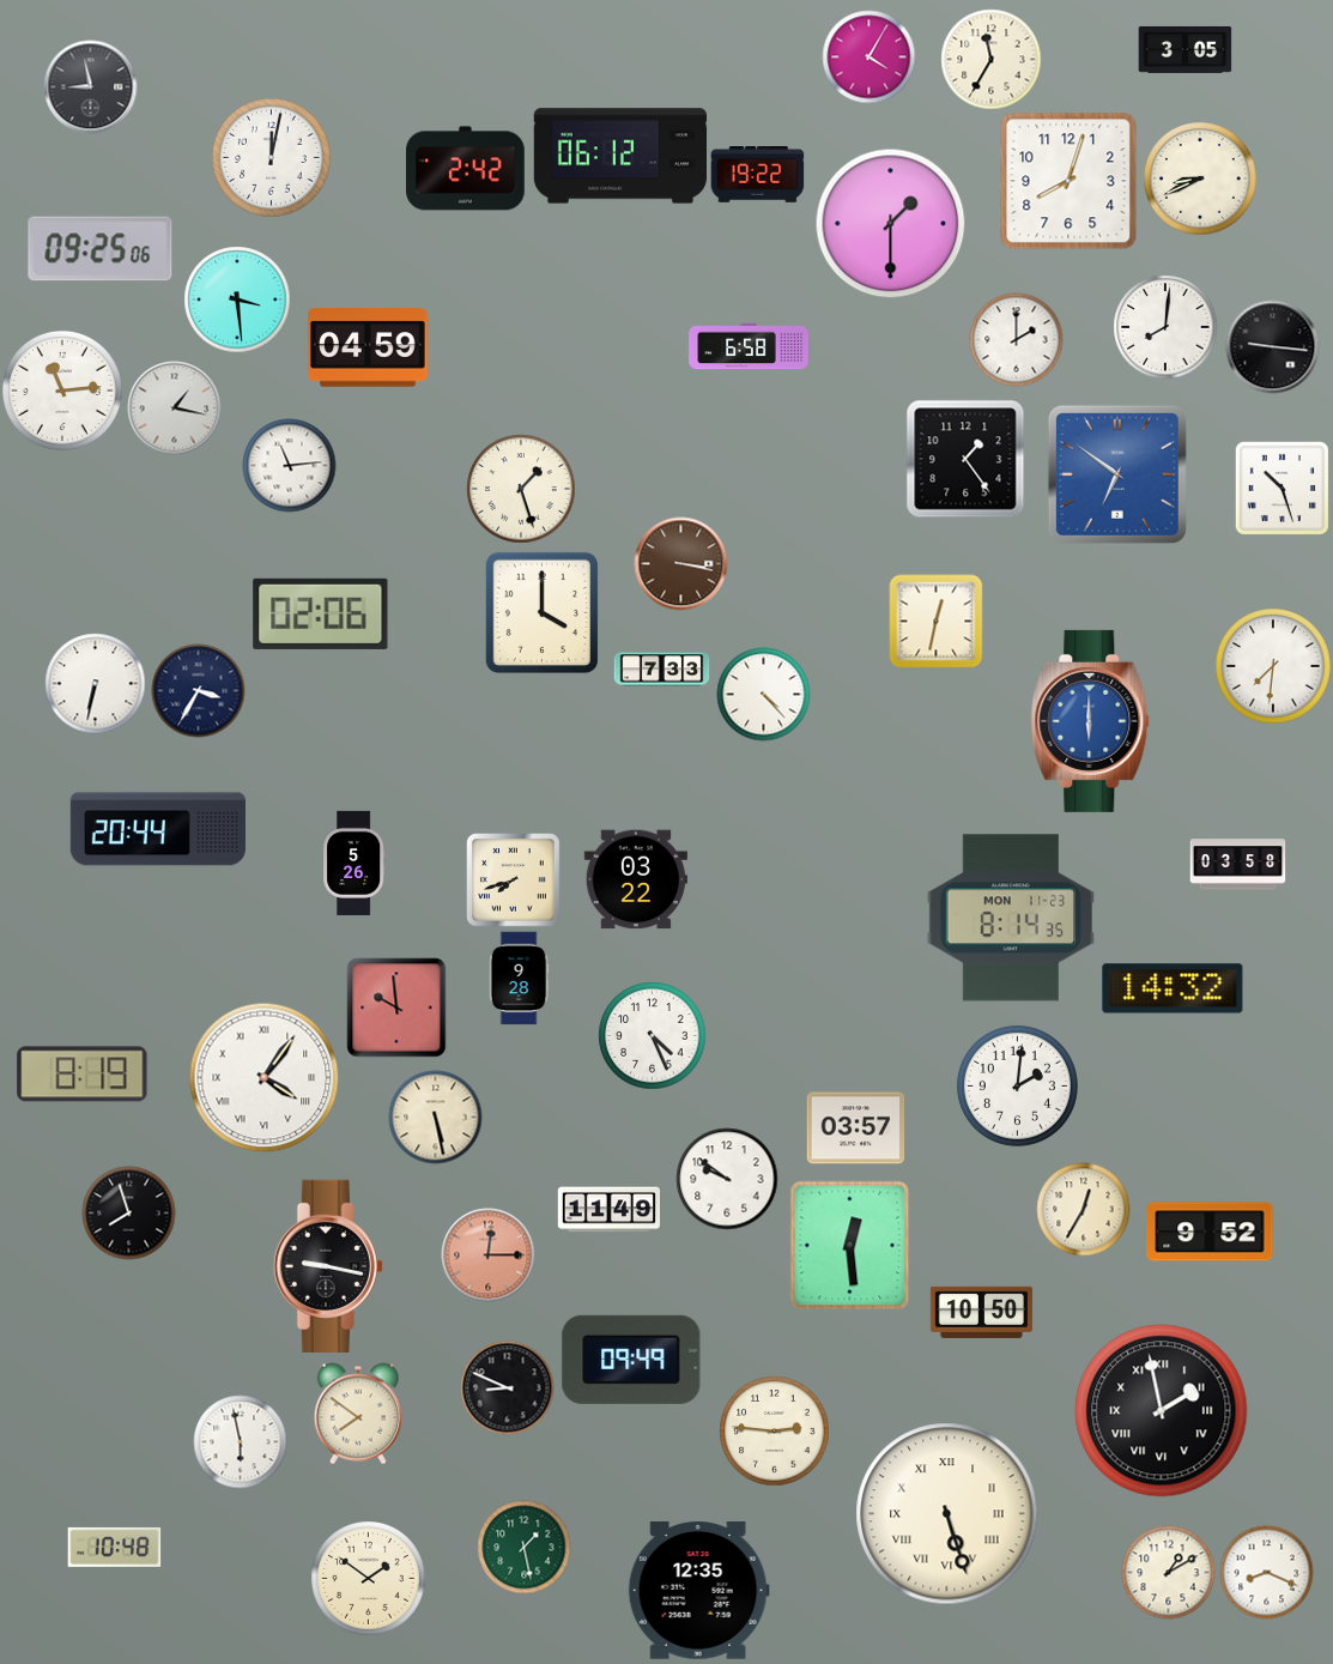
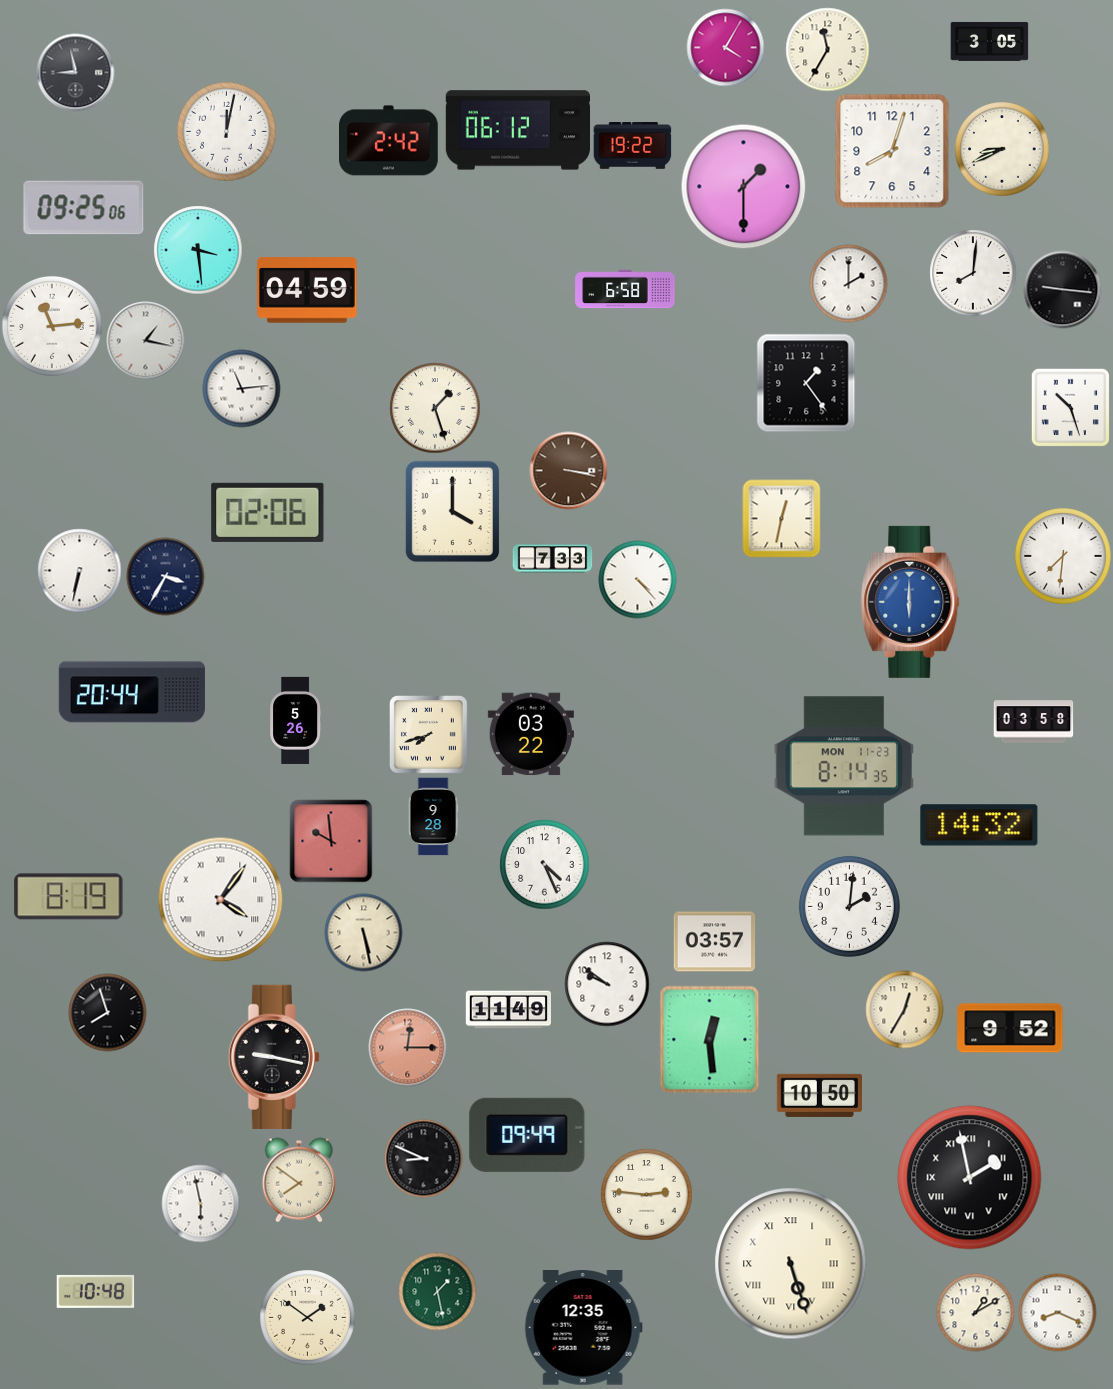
clock at (1117, 474): 6:51 -> none
